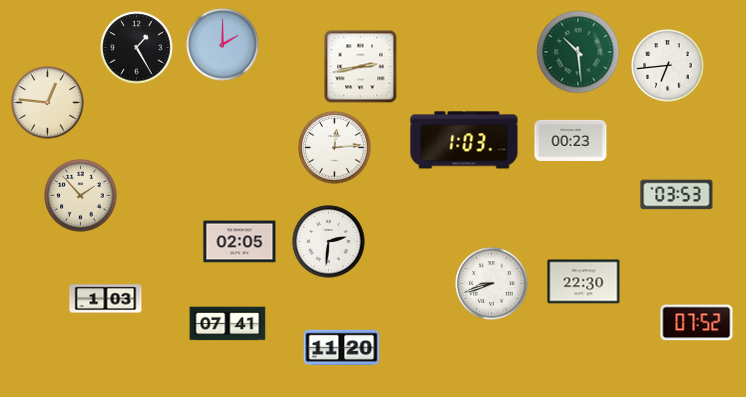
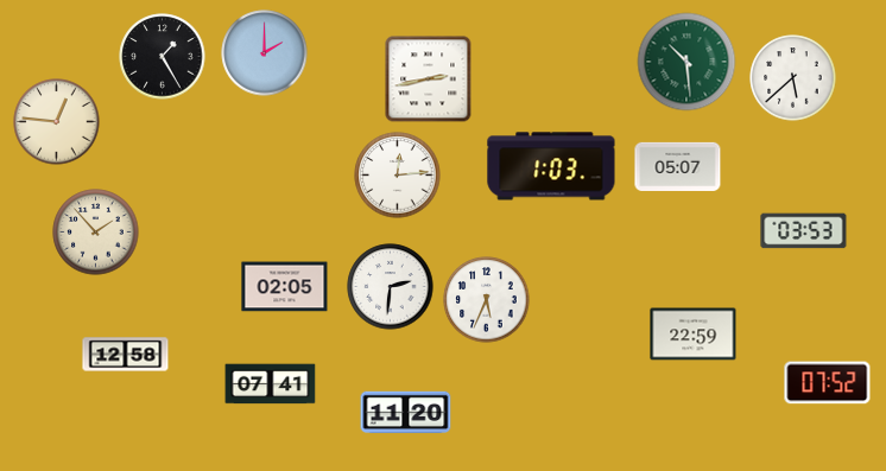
clock at (668, 66): 6:44 -> 5:38
clock at (571, 140): 00:23 -> 05:07
clock at (487, 300): none -> 5:34
clock at (584, 282): 22:30 -> 22:59
clock at (492, 284): 8:42 -> none
clock at (106, 299): 1:03 -> 12:58
